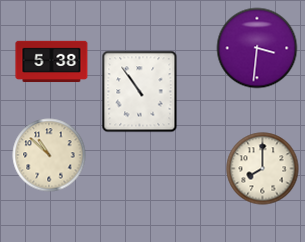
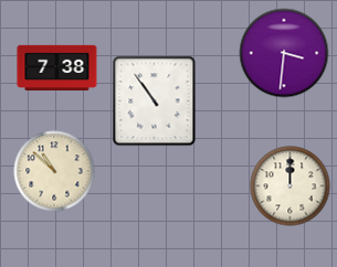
clock at (52, 62): 5:38 -> 7:38
clock at (263, 169): 8:00 -> 12:00
